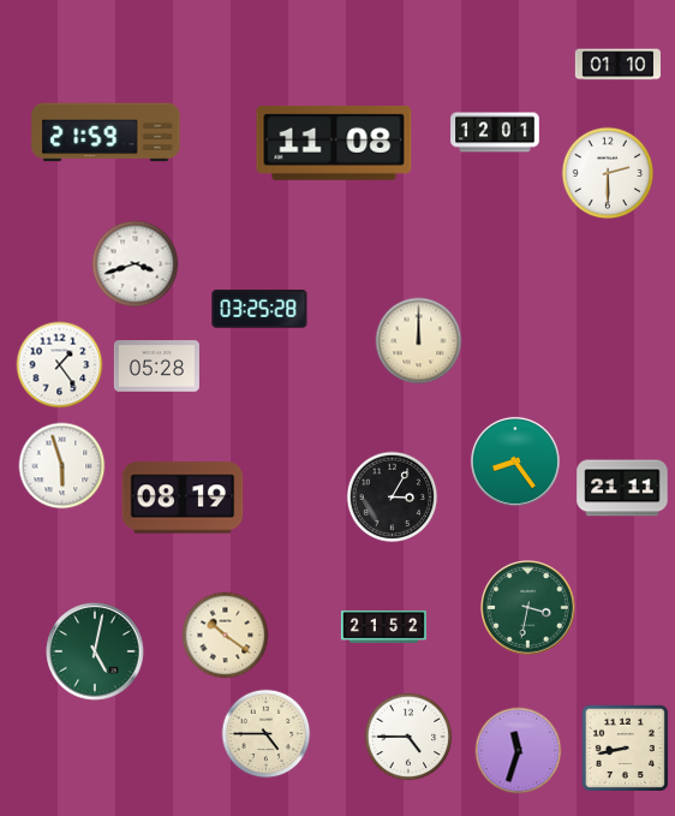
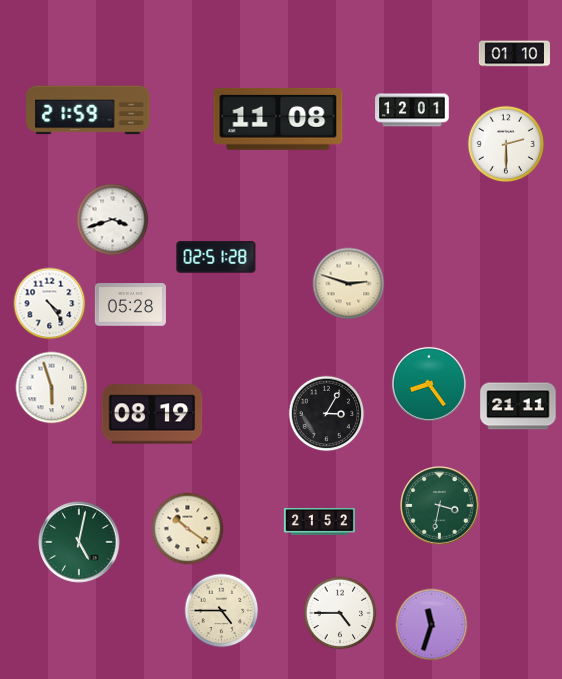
clock at (259, 309): 03:25 -> 02:51
clock at (419, 341): 12:00 -> 2:48
clock at (60, 365): 1:24 -> 4:24
clock at (625, 747): 8:43 -> none
